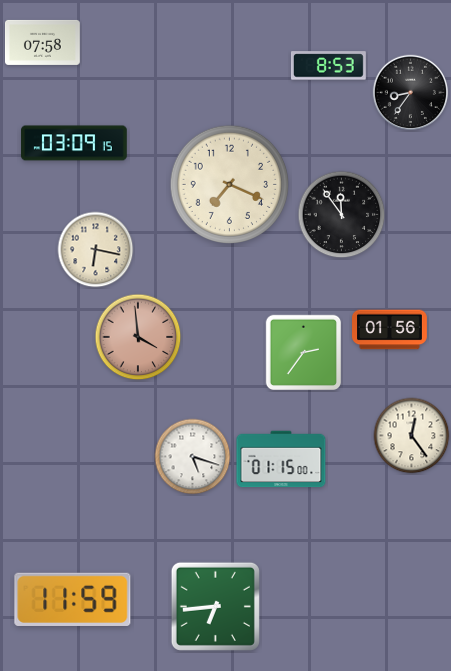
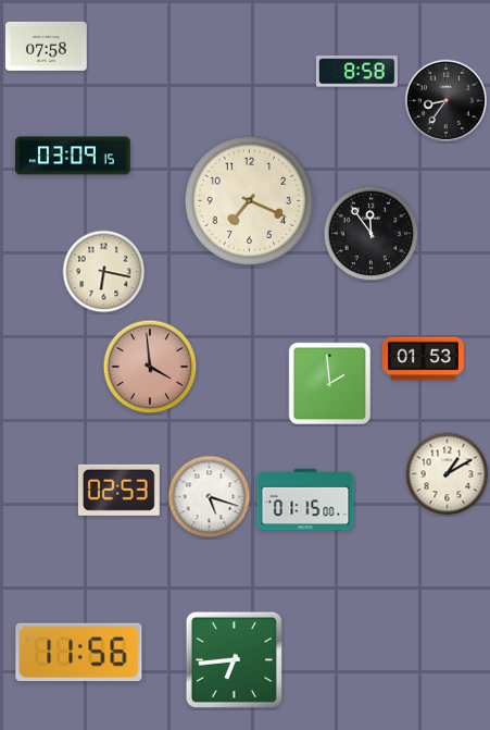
clock at (328, 66): 8:53 -> 8:58
clock at (74, 143) position: (74, 143) -> (73, 156)
clock at (390, 330): 01:56 -> 01:53
clock at (304, 353): 2:36 -> 1:59
clock at (412, 436): 12:24 -> 1:10
clock at (118, 490): none -> 02:53
clock at (73, 599): 11:59 -> 11:56
